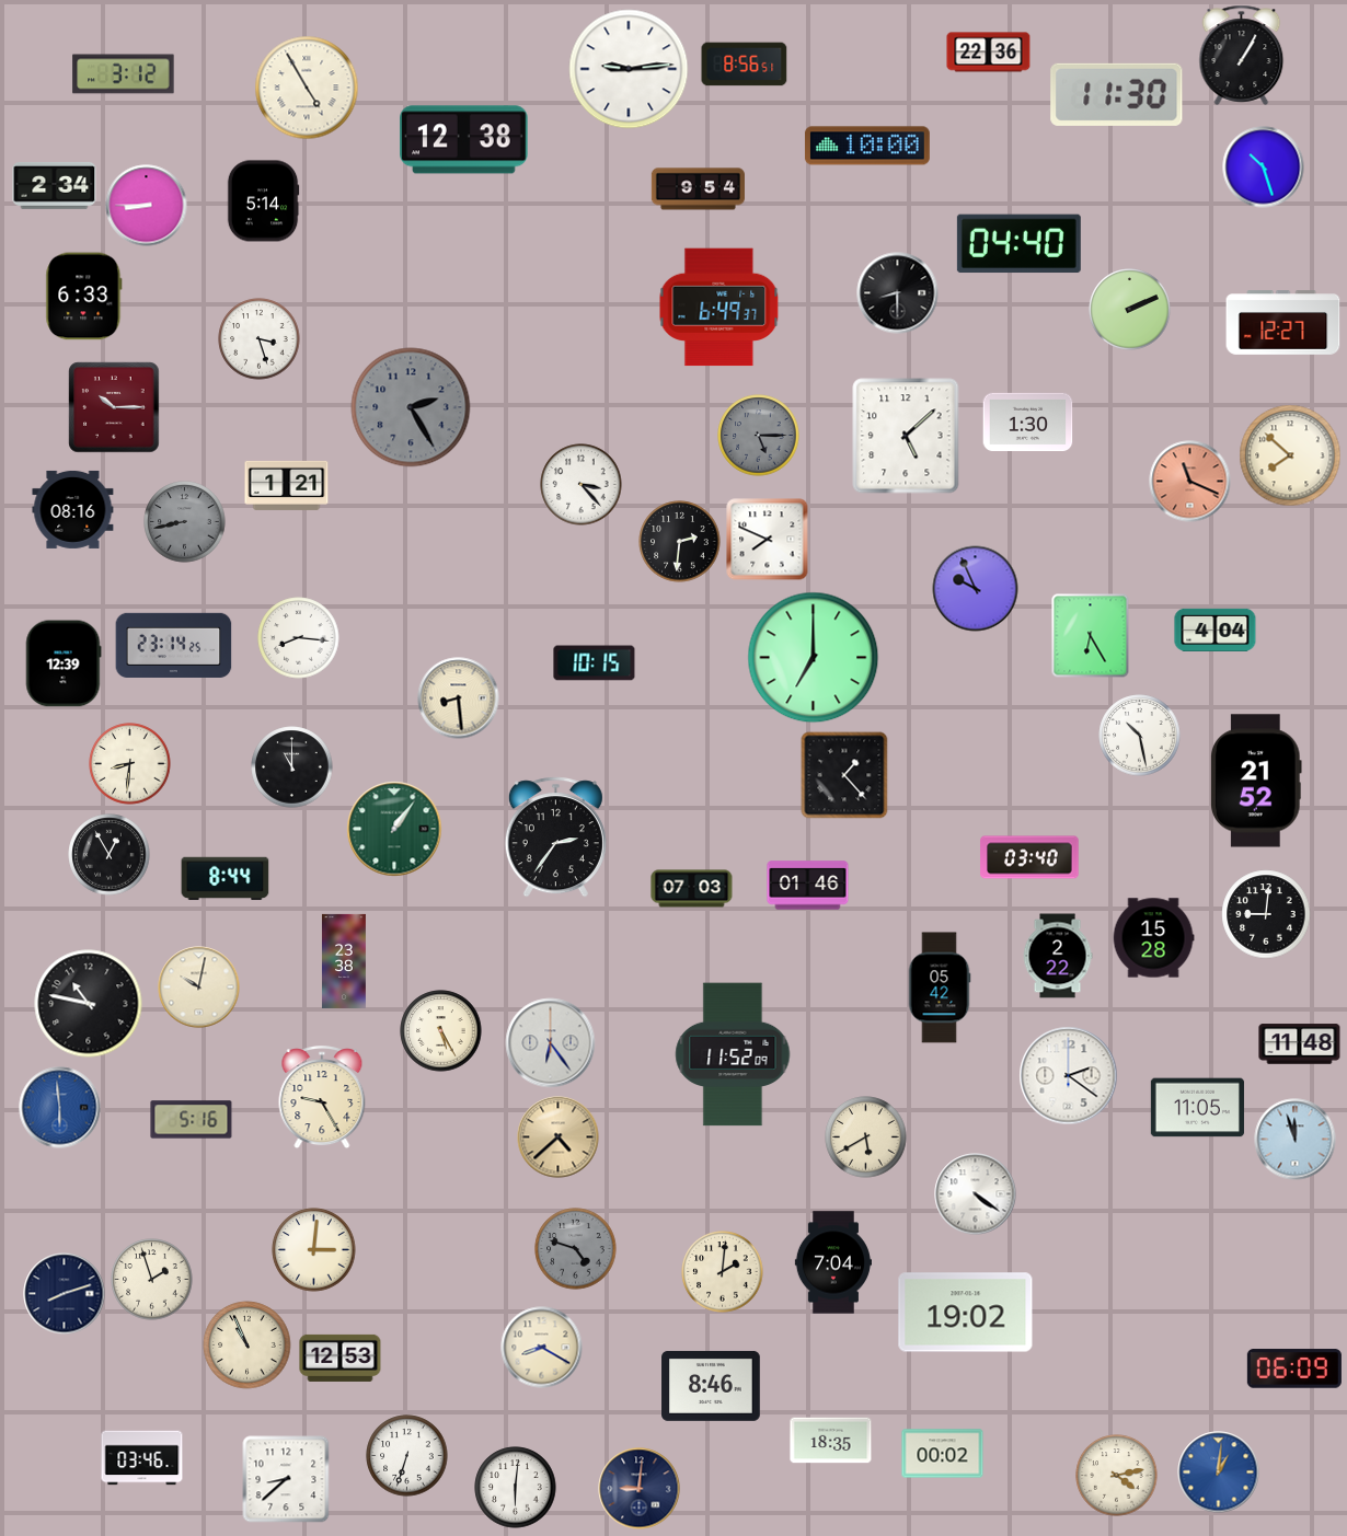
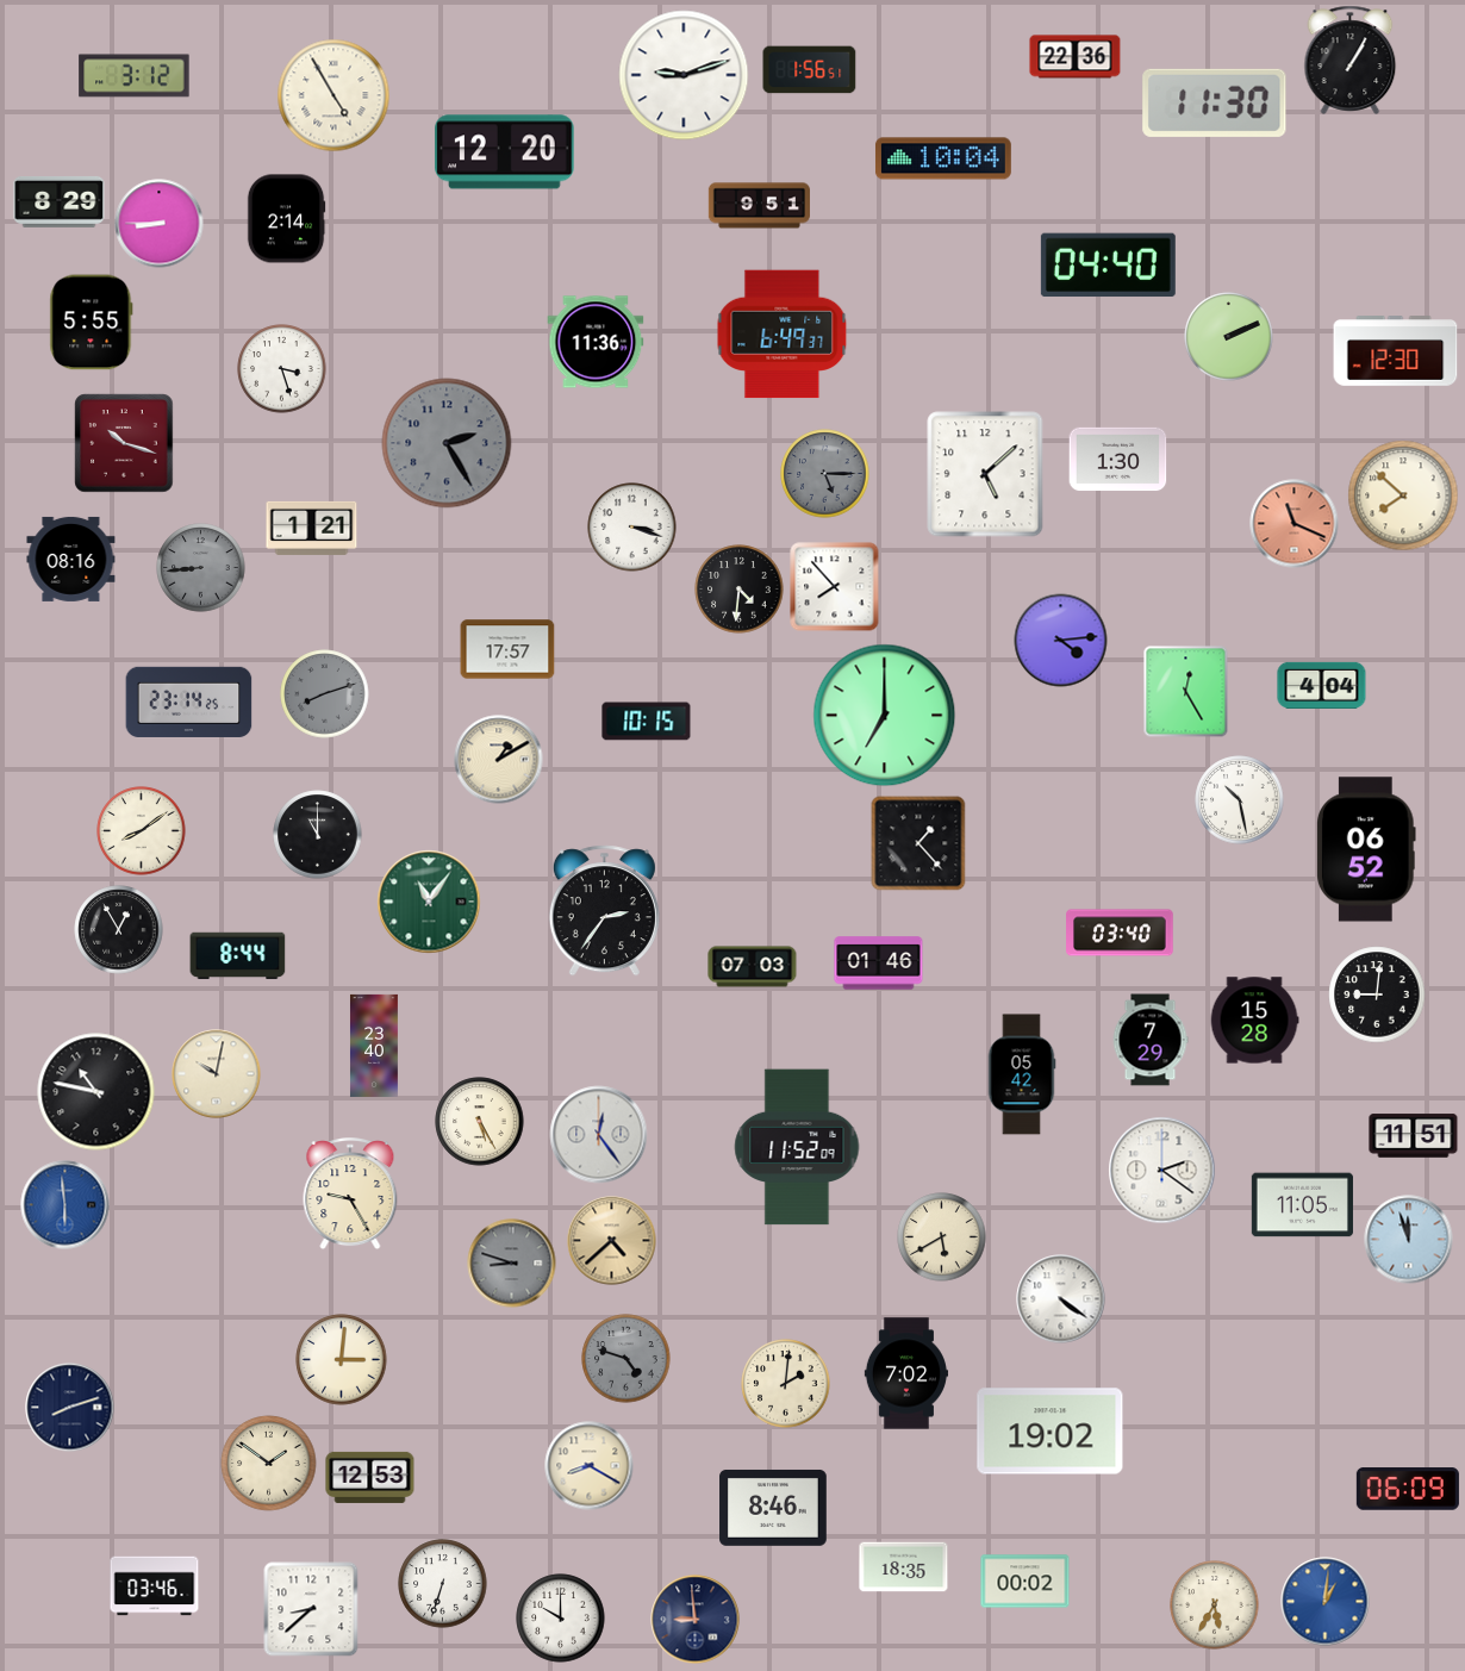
clock at (745, 65): 8:56 -> 1:56
clock at (629, 69): 9:14 -> 9:12
clock at (124, 74) position: (124, 74) -> (135, 76)
clock at (464, 140): 12:38 -> 12:20
clock at (867, 146): 10:00 -> 10:04
clock at (1264, 168): 10:27 -> none
clock at (55, 185): 2:34 -> 8:29
clock at (698, 189): 9:54 -> 9:51
clock at (263, 201): 5:14 -> 2:14
clock at (898, 293): 8:30 -> none
clock at (84, 297): 6:33 -> 5:55
clock at (596, 342): none -> 11:36
clock at (1283, 323): 12:27 -> 12:30
clock at (114, 407): 10:15 -> 10:18
clock at (582, 485): 3:23 -> 3:18
clock at (73, 509) position: (73, 509) -> (71, 559)
clock at (185, 522): 8:43 -> 8:44
clock at (768, 540): 7:49 -> 7:53
clock at (680, 542): 2:31 -> 4:31
clock at (976, 589): 9:56 -> 4:14
clock at (507, 649): none -> 17:57
clock at (1091, 636): 6:25 -> 12:25
clock at (299, 638): 8:16 -> 8:12
clock at (299, 638) dial: white -> grey
clock at (64, 663): 12:39 -> none
clock at (459, 698): 8:29 -> 1:10
clock at (130, 764): 8:31 -> 8:09
clock at (1257, 781): 21:52 -> 06:52
clock at (394, 829): 1:06 -> 11:06
clock at (226, 879) position: (226, 879) -> (238, 956)
clock at (1058, 956): 2:22 -> 7:29
clock at (344, 961): 23:38 -> 23:40
clock at (551, 1043): 6:24 -> 12:24
clock at (1300, 1044): 11:48 -> 11:51
clock at (192, 1120): 5:16 -> none
clock at (559, 1137) position: (559, 1137) -> (612, 1241)
clock at (512, 1264): none -> 8:48
clock at (832, 1262): 7:04 -> 7:02
clock at (152, 1280): 1:57 -> none
clock at (966, 1313) position: (966, 1313) -> (1051, 1432)
clock at (247, 1346): 10:56 -> 1:51
clock at (1117, 1476): 4:13 -> 5:35
clock at (516, 1488): 6:01 -> 10:00
clock at (640, 1489): 9:01 -> 8:59
